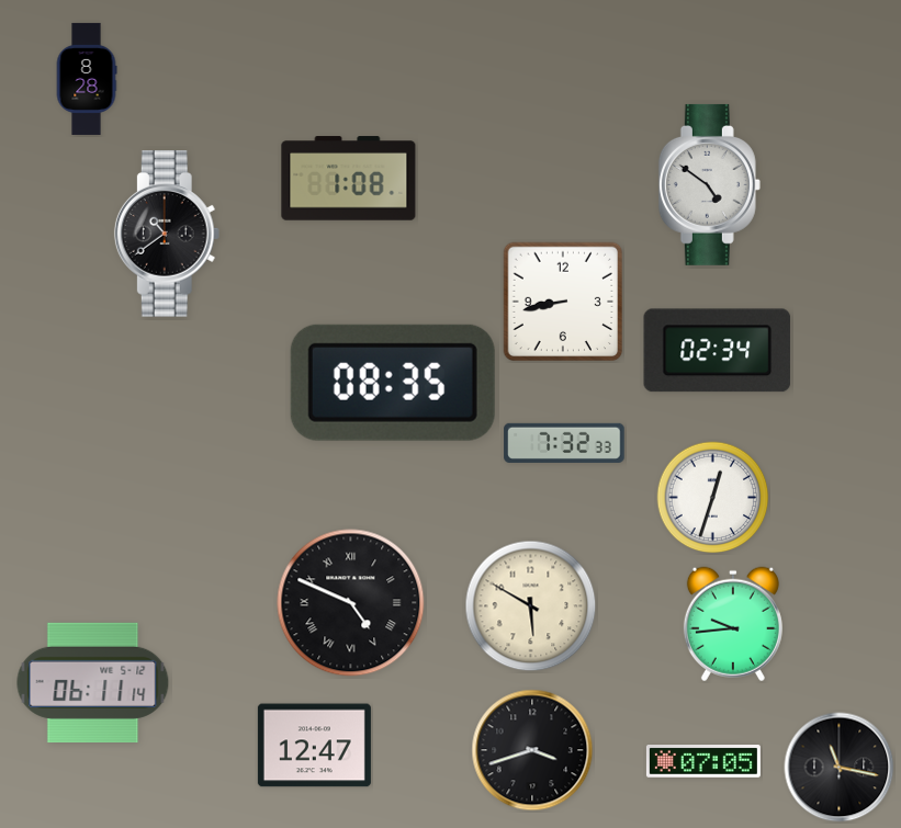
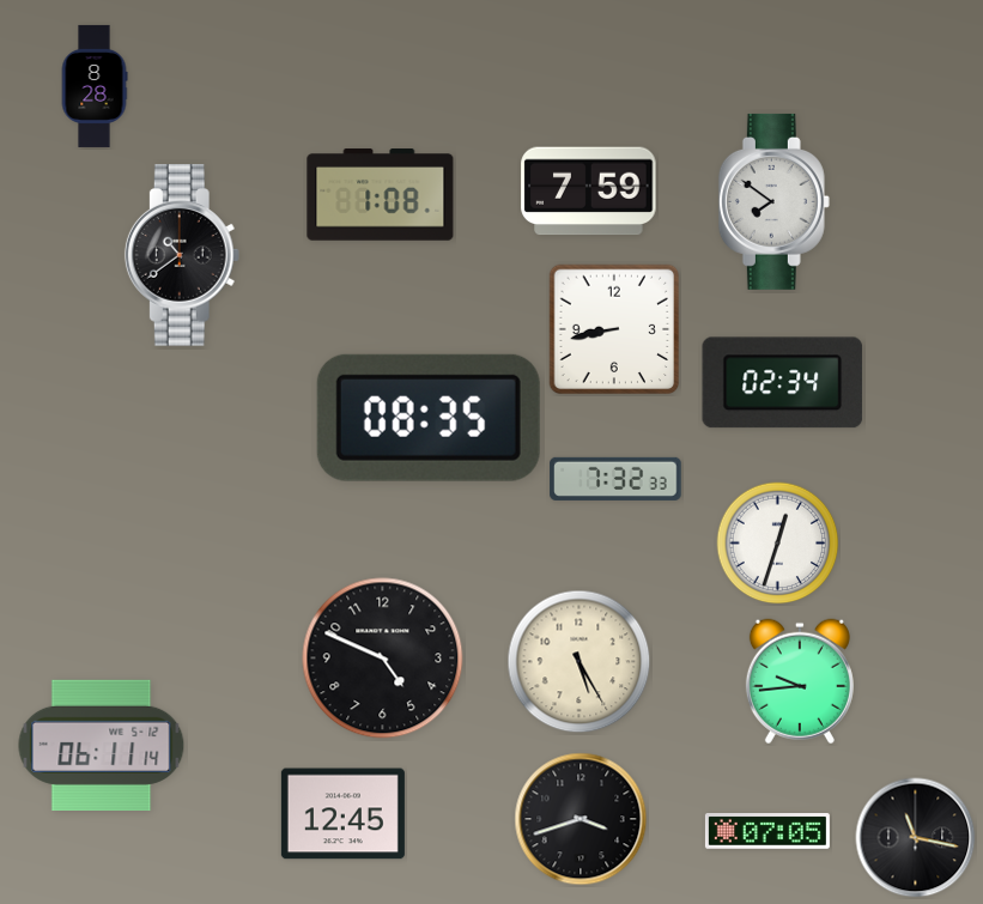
clock at (589, 192): none -> 7:59
clock at (709, 184): 4:51 -> 7:51
clock at (564, 443) position: (564, 443) -> (615, 479)
clock at (351, 603) numerals: Roman -> Arabic
clock at (531, 606): 5:50 -> 5:25
clock at (314, 746): 12:47 -> 12:45
